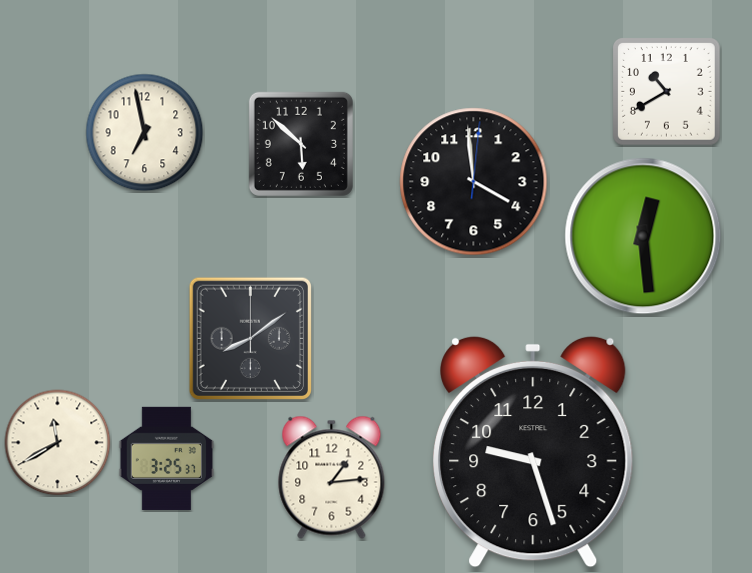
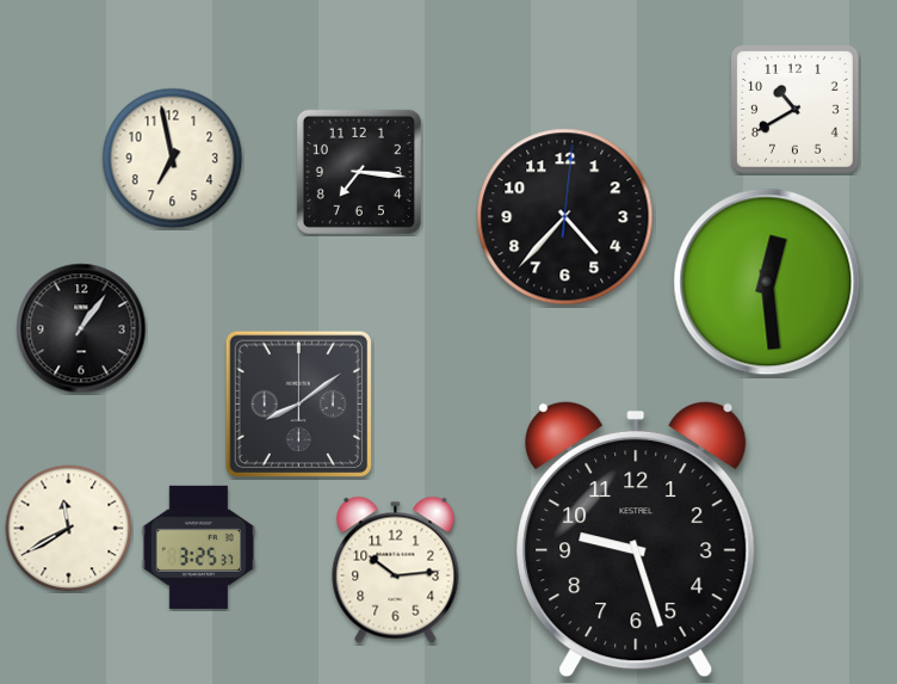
clock at (301, 144): 5:52 -> 7:16
clock at (474, 182): 3:59 -> 4:37
clock at (81, 328): none -> 1:06
clock at (332, 477): 1:14 -> 10:14
